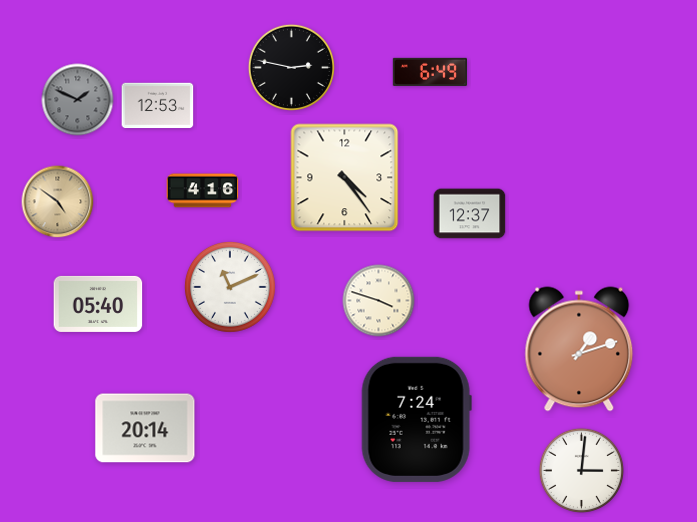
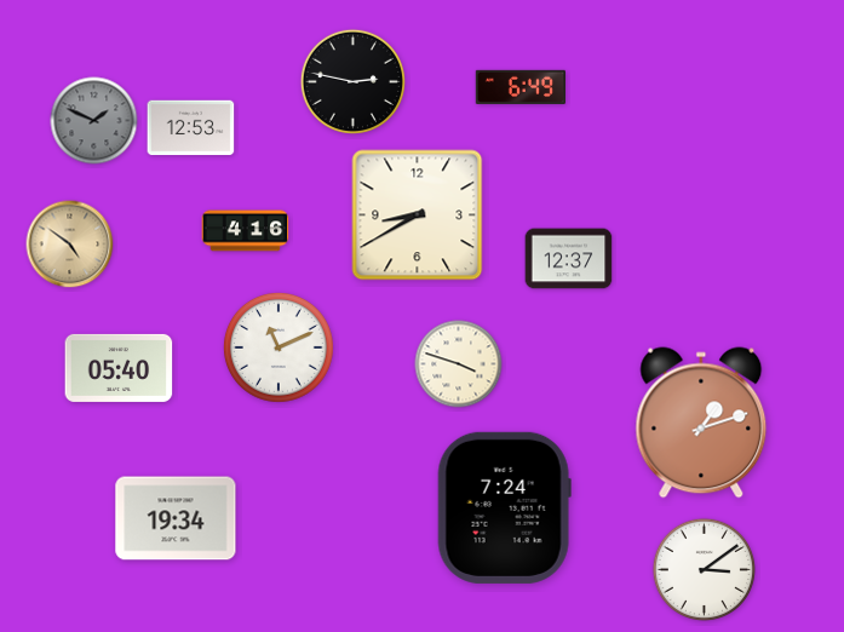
clock at (345, 178): 4:24 -> 8:40
clock at (145, 428): 20:14 -> 19:34
clock at (582, 471): 3:01 -> 3:09
